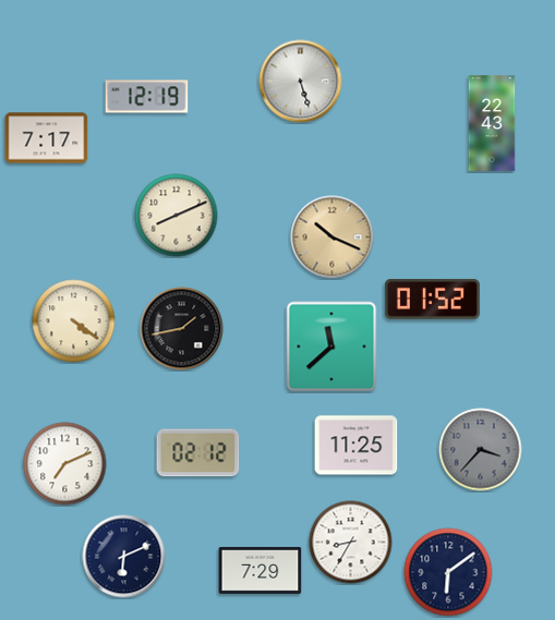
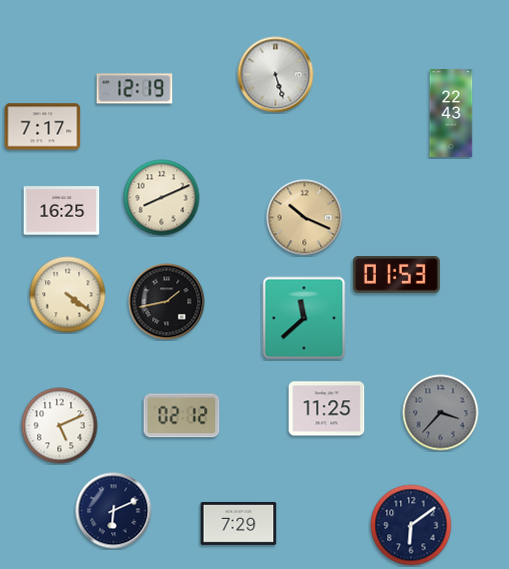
clock at (62, 211): none -> 16:25
clock at (432, 299): 01:52 -> 01:53
clock at (65, 464): 7:11 -> 5:11
clock at (351, 543): 8:35 -> none
